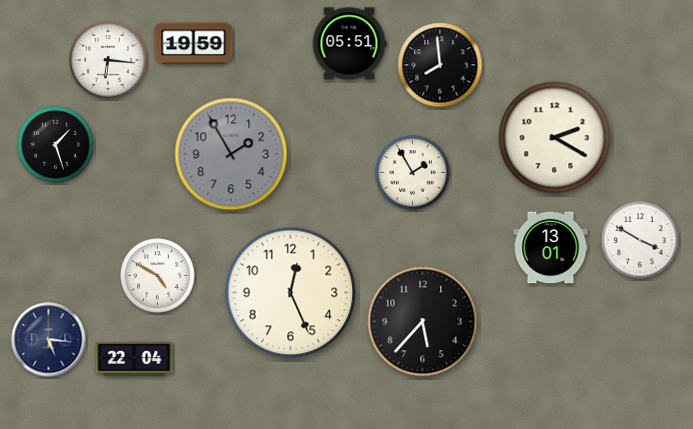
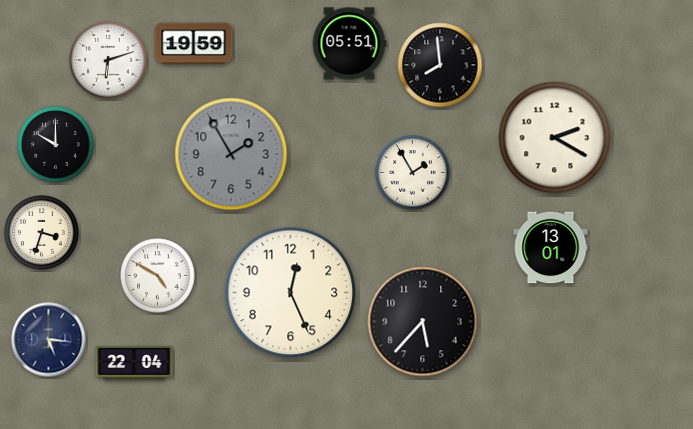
clock at (108, 60): 6:16 -> 6:12
clock at (56, 145): 1:27 -> 10:00
clock at (42, 233): none -> 3:33
clock at (640, 240): 3:50 -> none
clock at (134, 359) position: (134, 359) -> (134, 363)
